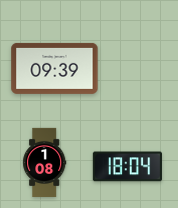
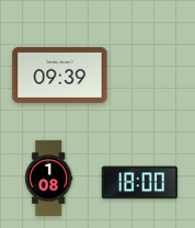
clock at (127, 167): 18:04 -> 18:00
